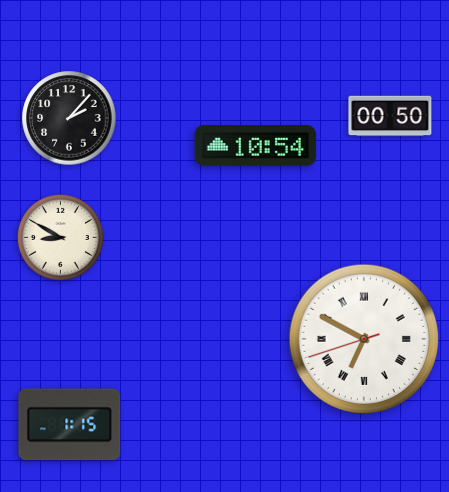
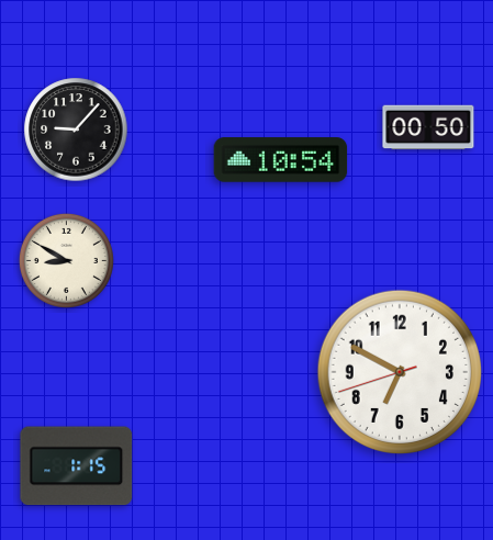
clock at (69, 118): 2:07 -> 9:07
clock at (363, 338) numerals: Roman -> Arabic
